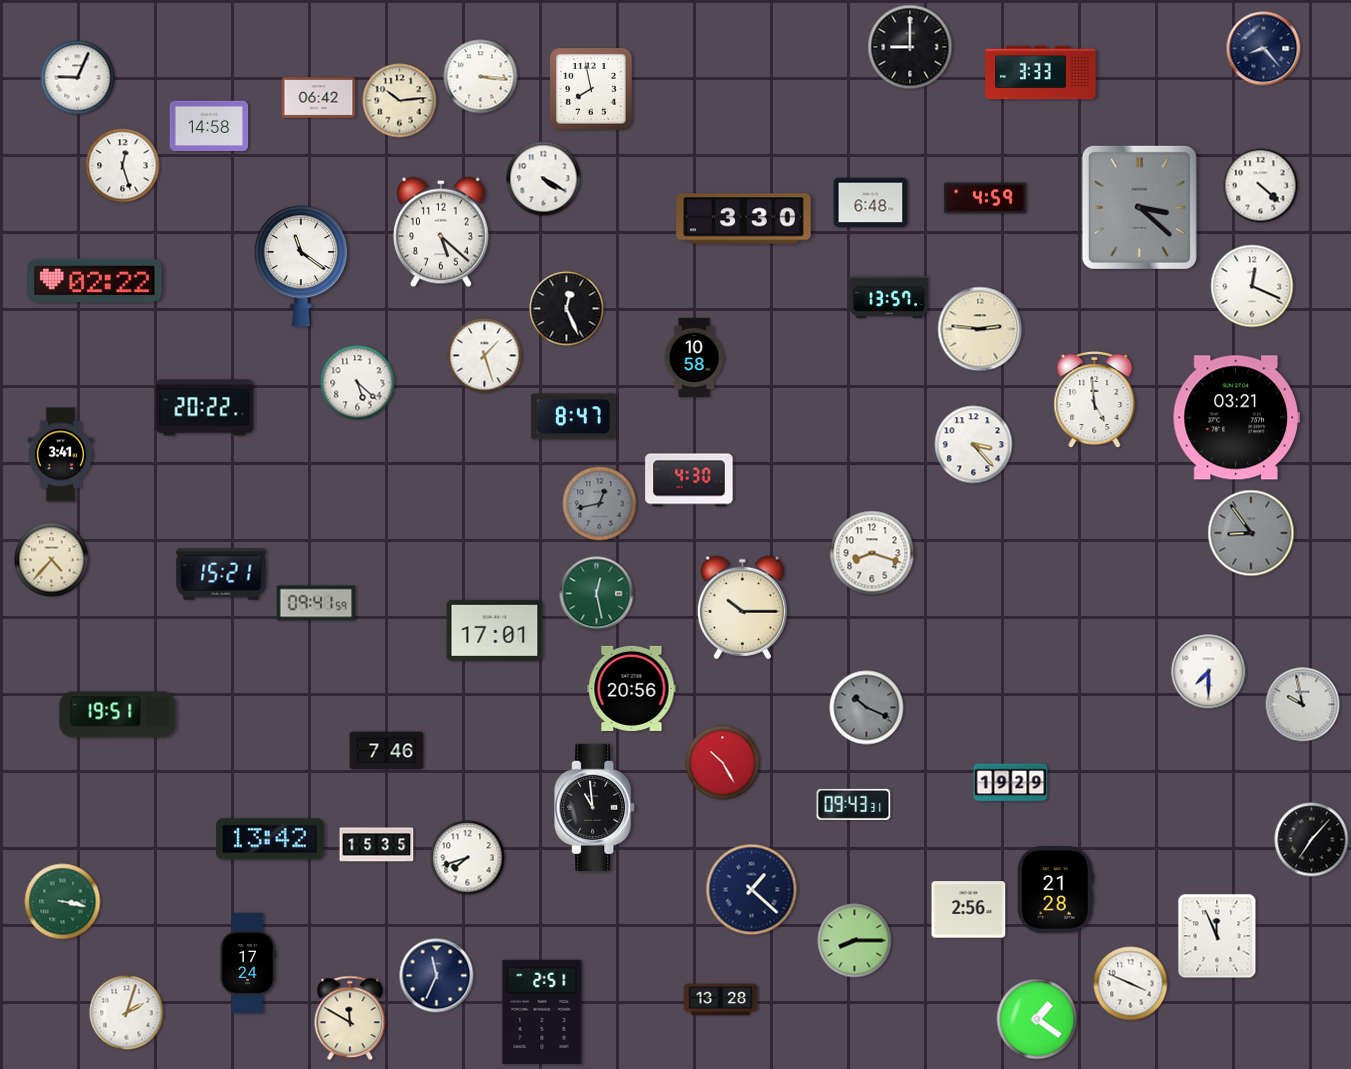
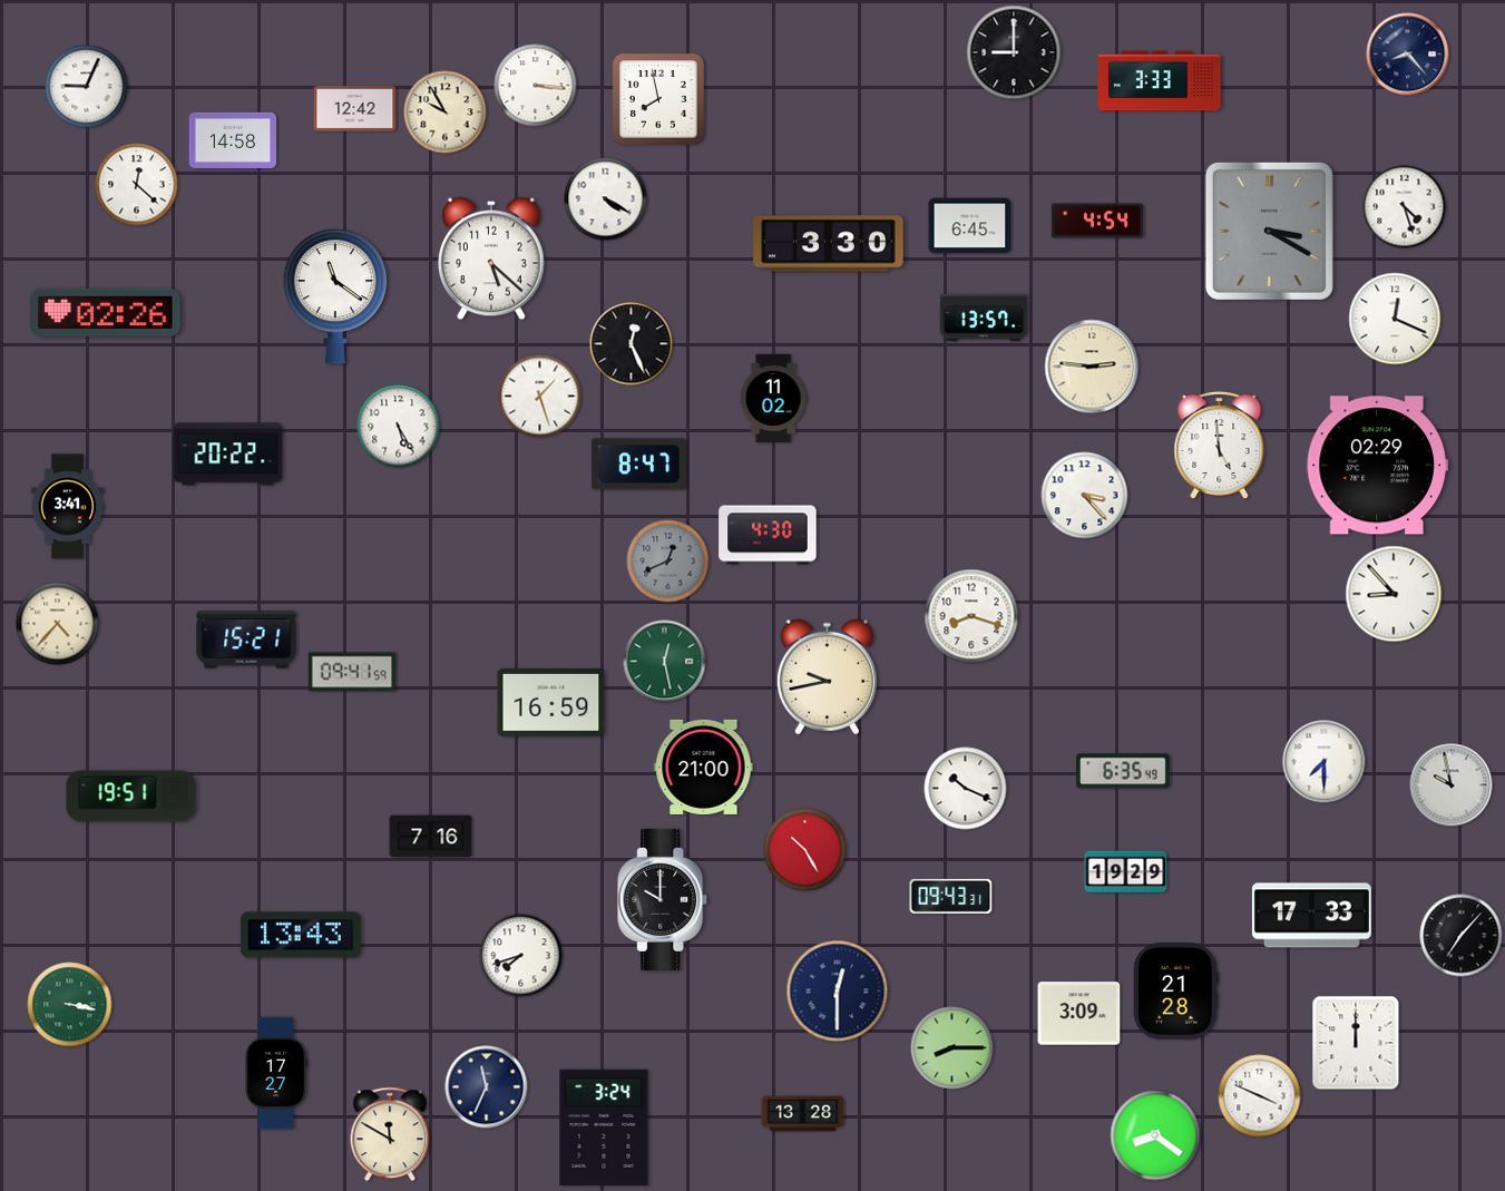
clock at (319, 98): 06:42 -> 12:42
clock at (400, 101): 10:14 -> 9:55
clock at (123, 166): 12:27 -> 12:22
clock at (1261, 186): 4:22 -> 4:27
clock at (985, 198): 4:59 -> 4:54
clock at (871, 203): 6:48 -> 6:45
clock at (1139, 207): 3:22 -> 3:20
clock at (95, 281): 02:22 -> 02:26
clock at (889, 297) position: (889, 297) -> (984, 318)
clock at (694, 358): 10:58 -> 11:02
clock at (358, 383): 5:22 -> 5:25
clock at (1236, 418): 03:21 -> 02:29
clock at (600, 504): 12:43 -> 12:41
clock at (1251, 533): 8:54 -> 8:53
clock at (1251, 533) dial: grey -> white
clock at (742, 608): 10:15 -> 9:43
clock at (495, 630): 17:01 -> 16:59
clock at (1209, 672) position: (1209, 672) -> (1325, 762)
clock at (632, 688): 20:56 -> 21:00
clock at (1124, 771): none -> 6:35
clock at (867, 708) dial: grey -> white
clock at (387, 751): 7:46 -> 7:16
clock at (595, 807): 10:59 -> 10:00
clock at (1311, 916): none -> 17:33
clock at (270, 839): 13:42 -> 13:43
clock at (377, 845): 15:35 -> none
clock at (752, 890): 1:22 -> 12:30
clock at (969, 910): 2:56 -> 3:09
clock at (1217, 936): 11:56 -> 12:00
clock at (248, 963): 17:24 -> 17:27
clock at (542, 1012): 2:51 -> 3:24
clock at (127, 1013): 2:03 -> none
clock at (1037, 1019): 1:21 -> 8:21
